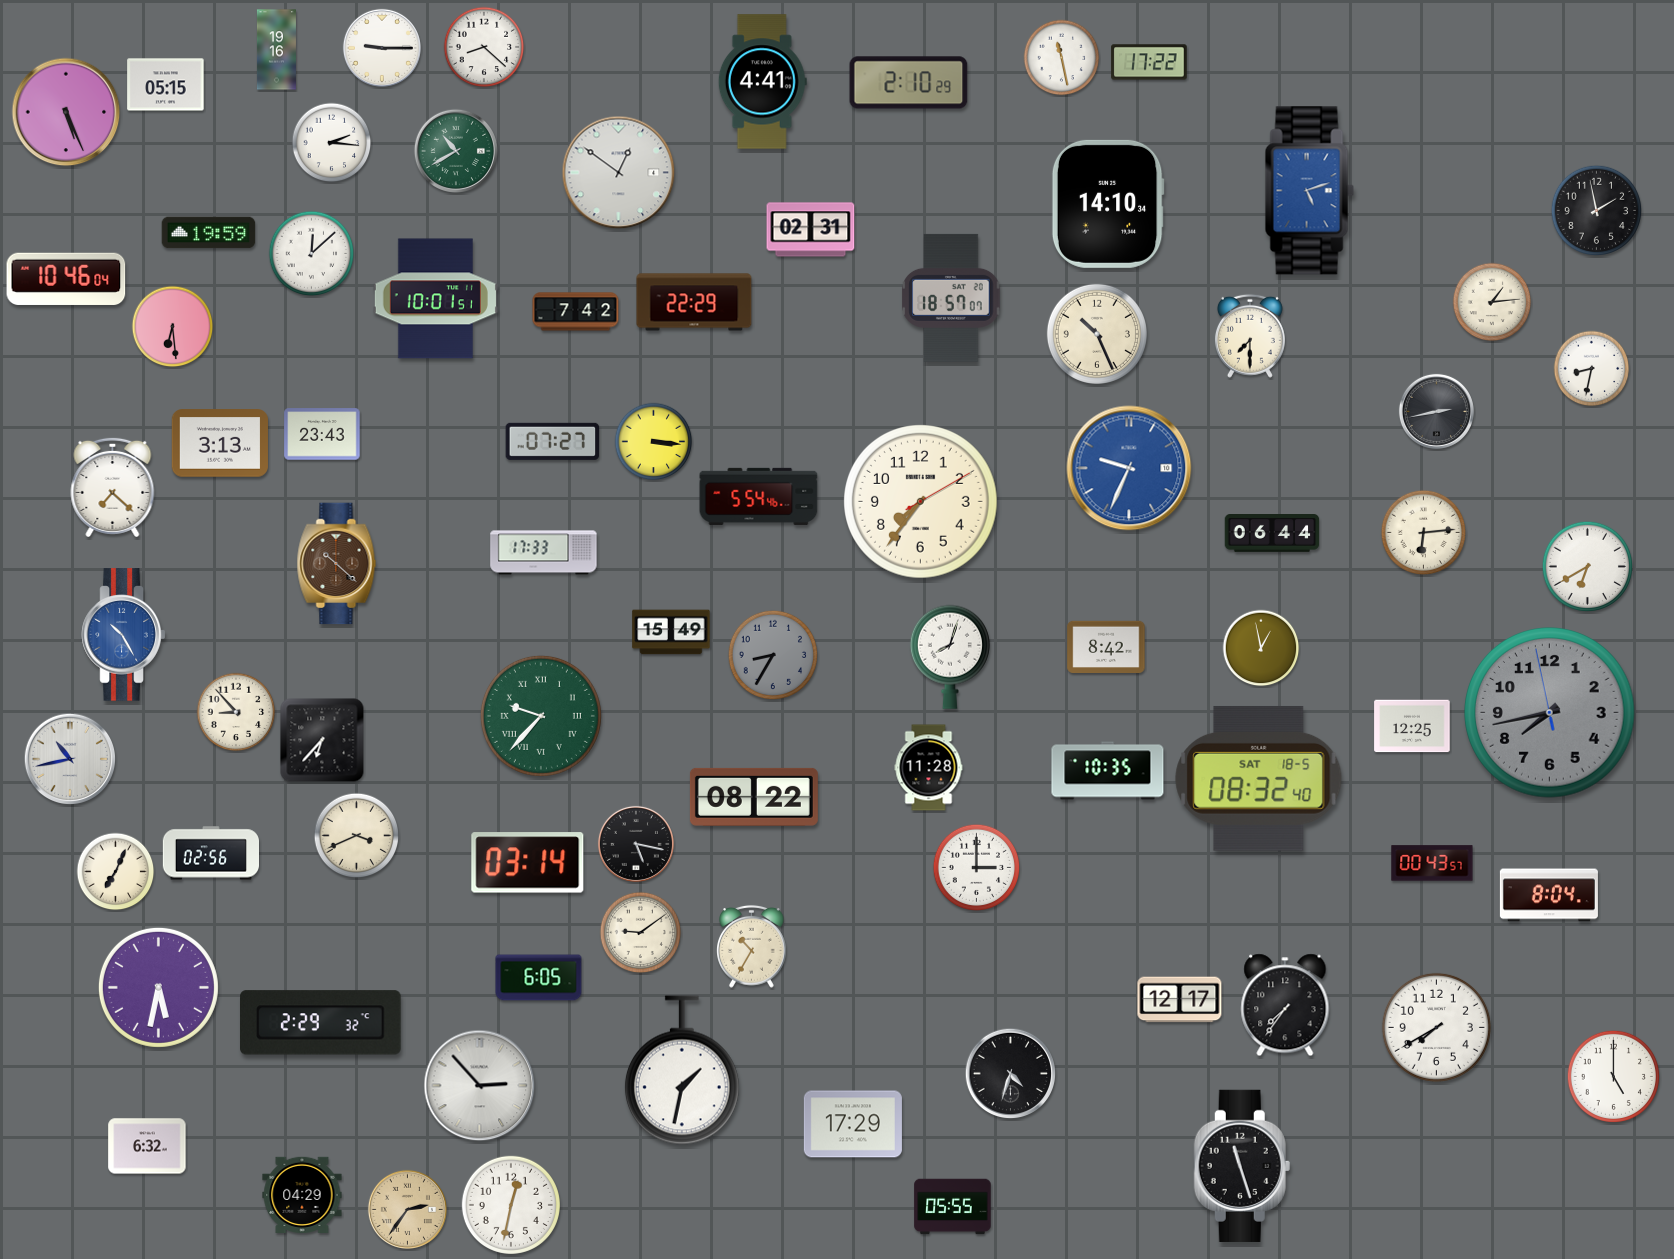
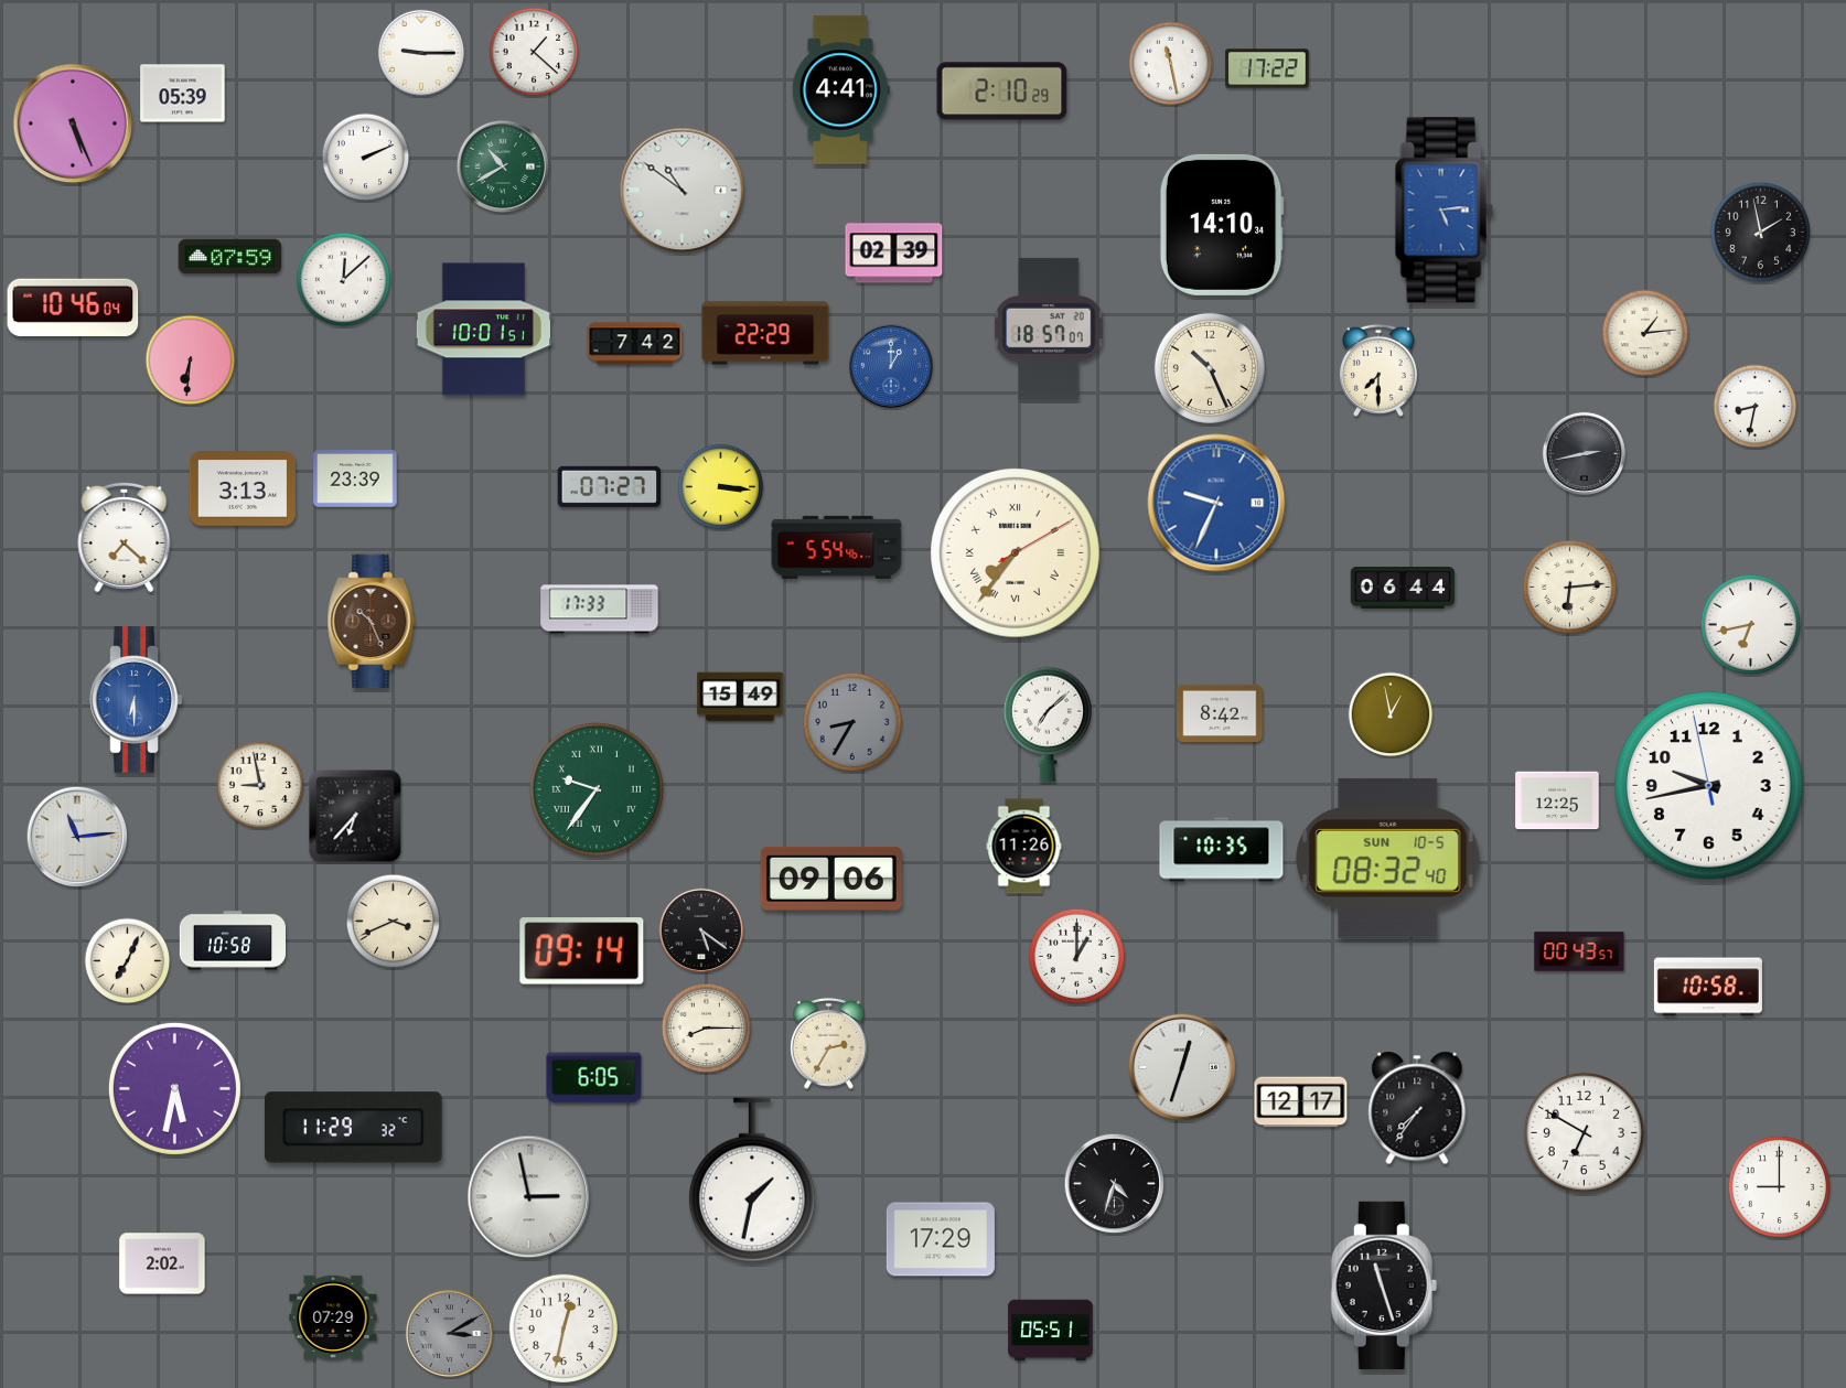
clock at (484, 47): 8:22 -> 1:22
clock at (276, 50): 19:16 -> none
clock at (166, 85): 05:15 -> 05:39
clock at (332, 143): 2:16 -> 2:11
clock at (619, 173): 12:51 -> 10:51
clock at (1309, 191): 5:12 -> 5:14
clock at (811, 230): 02:31 -> 02:39
clock at (209, 233): 19:59 -> 07:59
clock at (435, 299) position: (435, 299) -> (483, 330)
clock at (173, 327): 6:29 -> 6:31
clock at (891, 366): none -> 1:00
clock at (322, 434): 23:43 -> 23:39
clock at (1129, 468) position: (1129, 468) -> (1216, 503)
clock at (921, 502) numerals: Arabic -> Roman
clock at (337, 564): 10:22 -> 10:26
clock at (1588, 567): 6:40 -> 6:43
clock at (124, 635): 10:25 -> 6:30
clock at (950, 657): 8:03 -> 7:08
clock at (236, 712): 8:53 -> 8:58
clock at (1550, 713): 7:42 -> 9:42
clock at (1550, 713) dial: grey -> white
clock at (541, 716): 9:37 -> 9:36
clock at (70, 759): 10:43 -> 11:14
clock at (929, 768): 11:28 -> 11:26
clock at (1259, 778) date: SAT 18-5 -> SUN 10-5
clock at (754, 797): 08:22 -> 09:06
clock at (636, 844): 5:17 -> 5:21
clock at (210, 853): 02:56 -> 10:58
clock at (528, 863): 03:14 -> 09:14
clock at (977, 868): 3:00 -> 1:00
clock at (1549, 895): 8:04 -> 10:58
clock at (641, 933): 9:09 -> 8:15
clock at (752, 947): 10:35 -> 2:35
clock at (1182, 1067): none -> 12:33
clock at (321, 1023): 2:29 -> 11:29
clock at (1436, 1027): 7:40 -> 6:50
clock at (1613, 1076): 5:00 -> 9:00
clock at (480, 1086): 2:53 -> 2:58
clock at (147, 1146): 6:32 -> 2:02
clock at (1242, 1166) position: (1242, 1166) -> (1384, 1285)
clock at (302, 1194): 04:29 -> 07:29
clock at (953, 1207): 05:55 -> 05:51
clock at (407, 1209): 2:36 -> 3:10
clock at (407, 1209) dial: champagne -> grey
